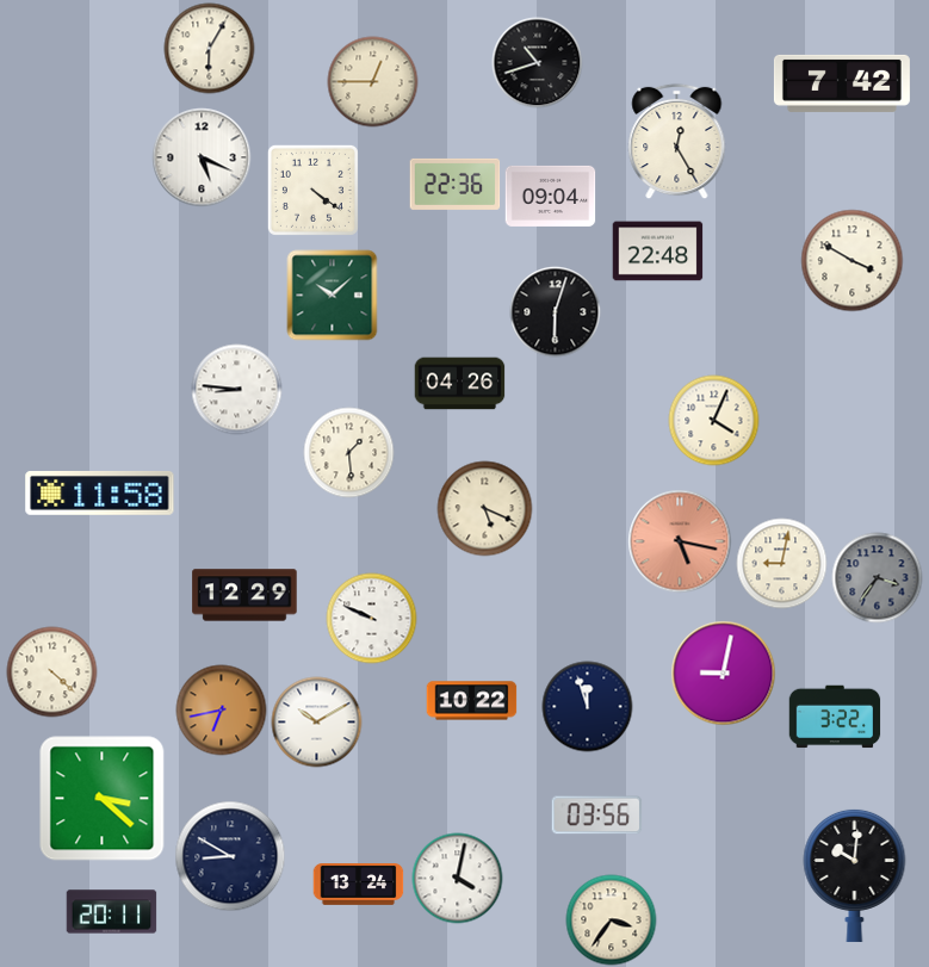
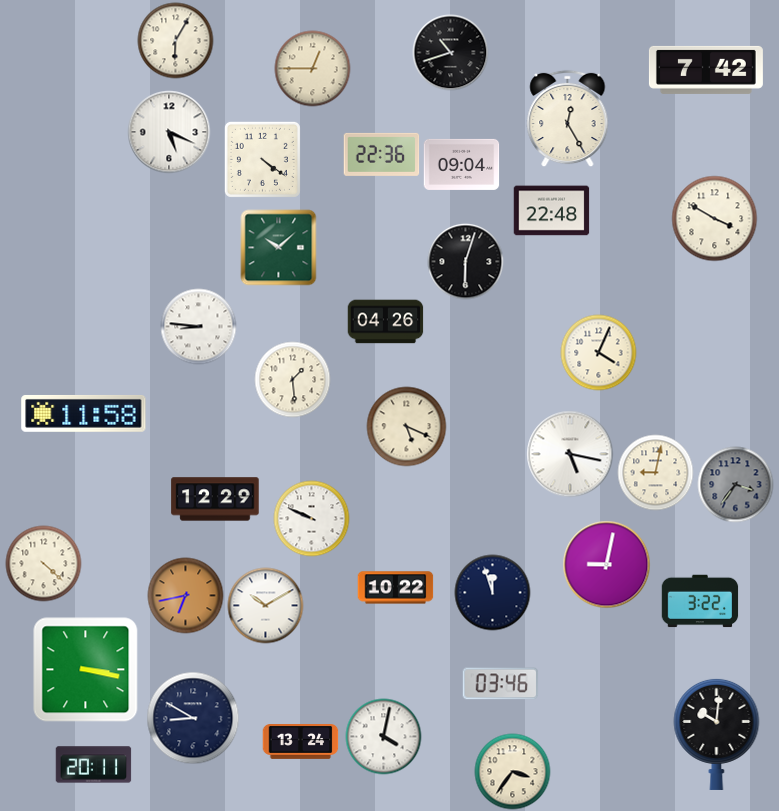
clock at (680, 541) dial: salmon -> white
clock at (244, 595) position: (244, 595) -> (215, 499)
clock at (103, 799): 3:22 -> 3:17
clock at (597, 816): 03:56 -> 03:46
